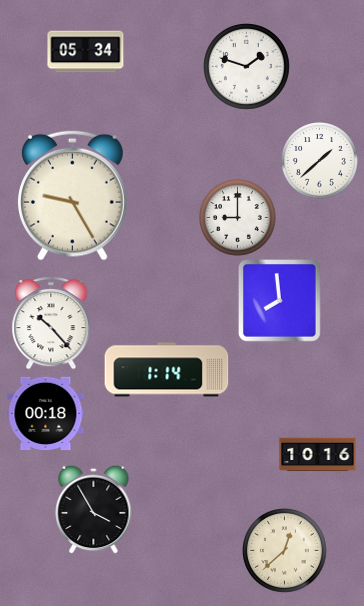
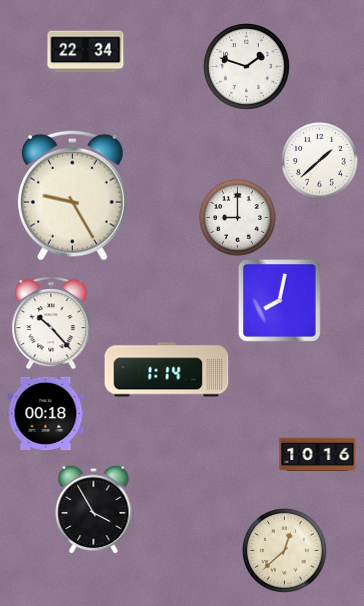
clock at (86, 52): 05:34 -> 22:34
clock at (280, 301): 7:59 -> 8:02
